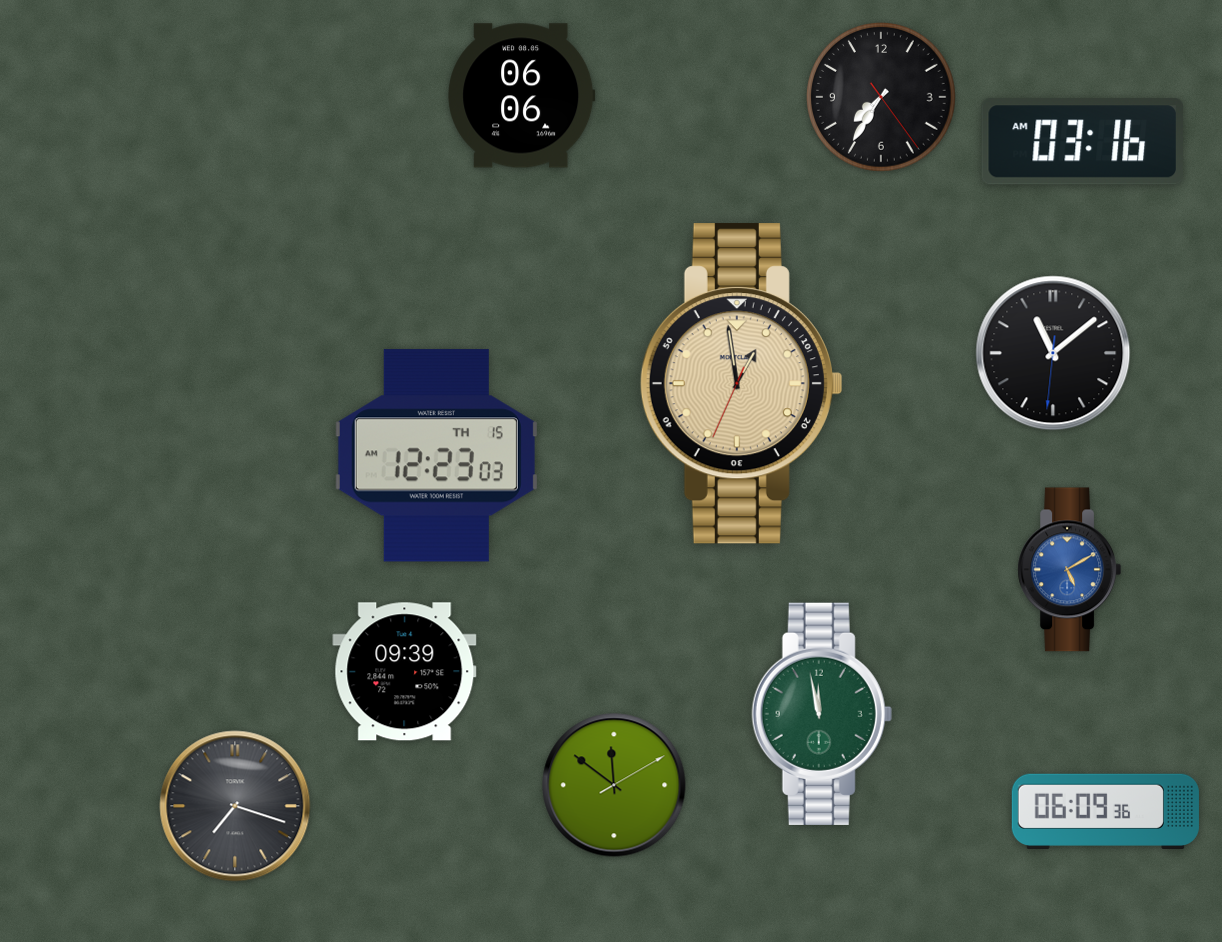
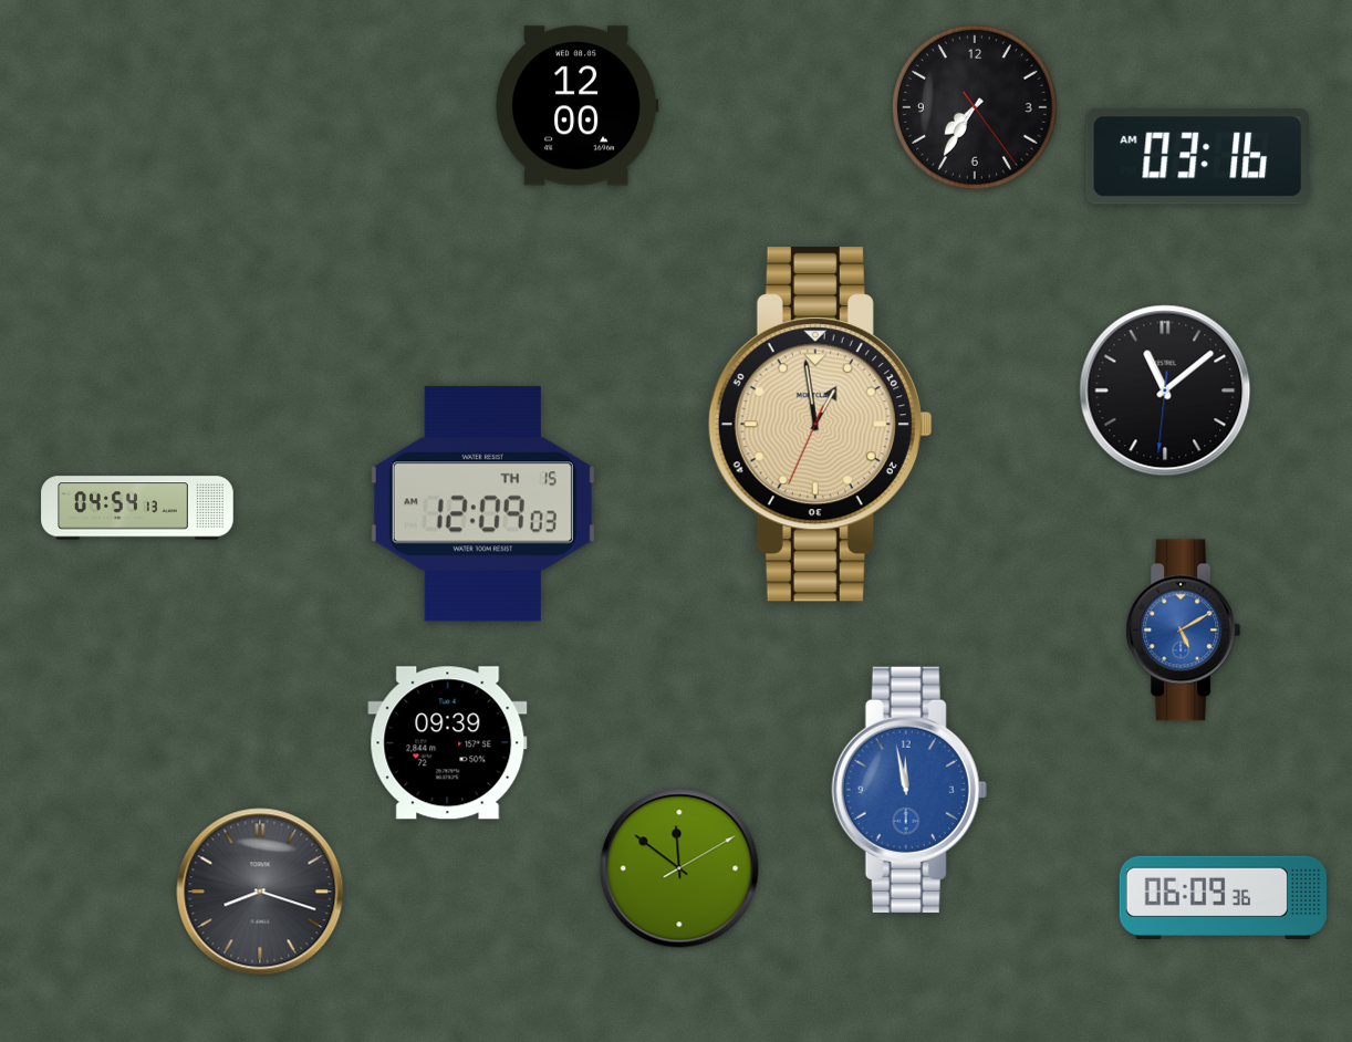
clock at (522, 96): 06:06 -> 12:00
clock at (436, 456): 12:23 -> 12:09
clock at (137, 508): none -> 04:54
clock at (822, 714) dial: green -> blue
clock at (235, 806): 7:18 -> 8:18
